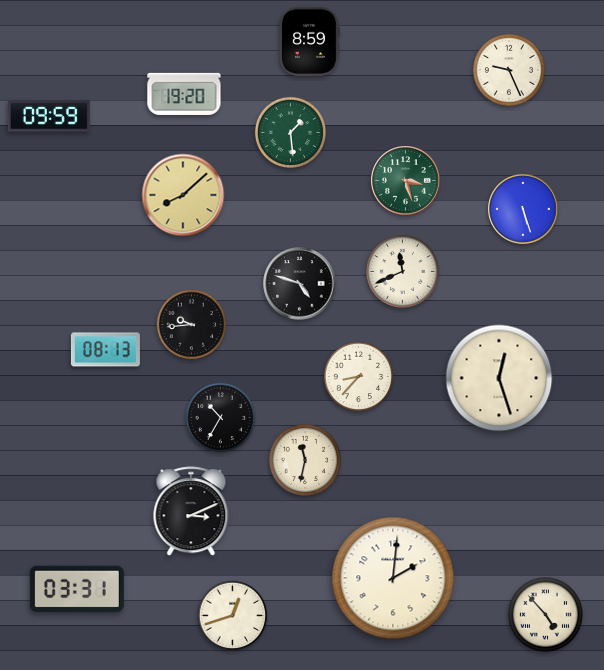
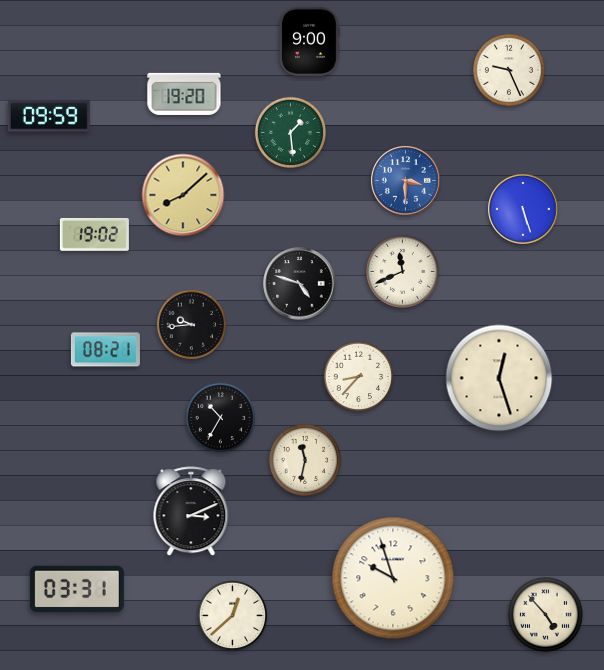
clock at (309, 41): 8:59 -> 9:00
clock at (406, 181): 3:27 -> 3:30
clock at (406, 181) dial: green -> blue
clock at (94, 234): none -> 19:02
clock at (105, 350): 08:13 -> 08:21
clock at (393, 578): 2:01 -> 9:57
clock at (233, 616): 12:42 -> 12:38
